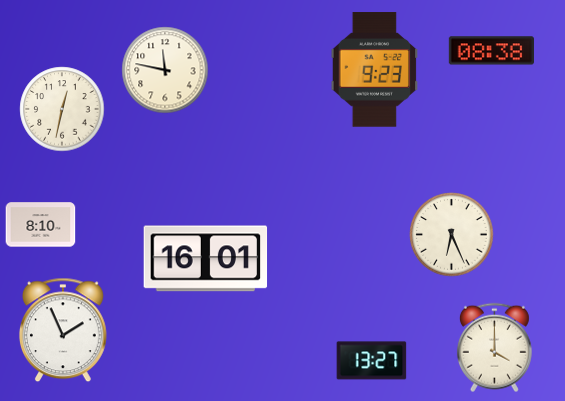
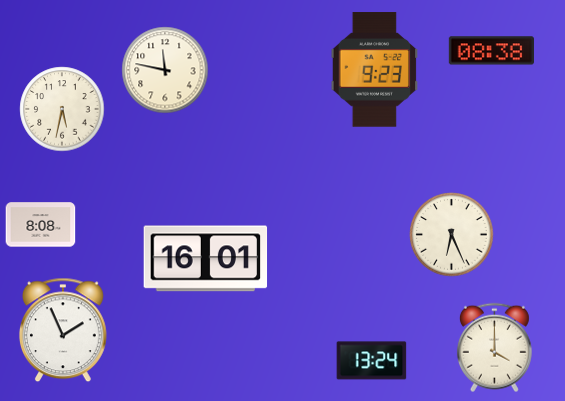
clock at (62, 109): 12:32 -> 5:32
clock at (41, 225): 8:10 -> 8:08
clock at (372, 361): 13:27 -> 13:24
